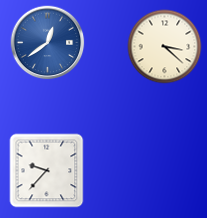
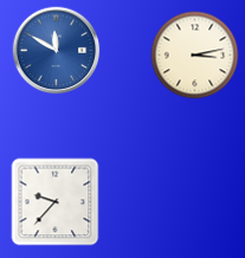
clock at (48, 43): 12:39 -> 11:50
clock at (165, 47): 3:22 -> 3:13
